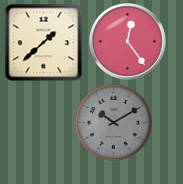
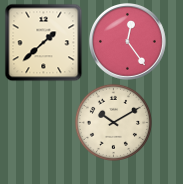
clock at (113, 122) dial: grey -> cream
